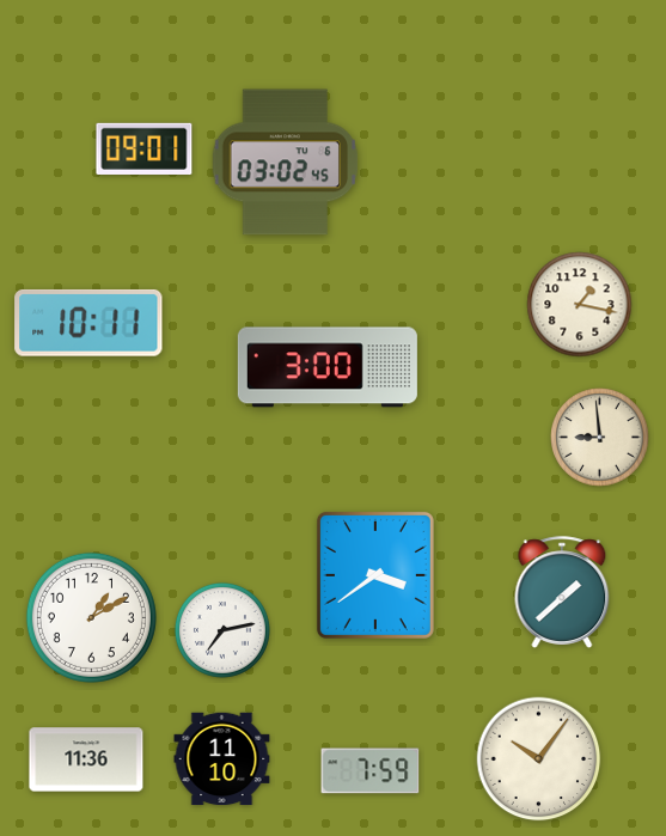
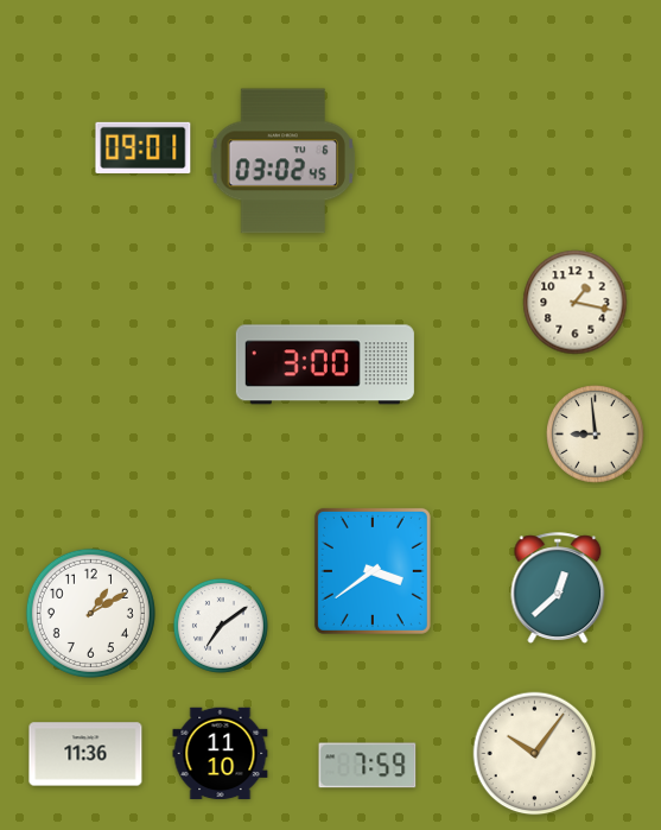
clock at (88, 323): 10:11 -> none
clock at (562, 592): 1:38 -> 12:38
clock at (222, 630): 7:13 -> 7:09
